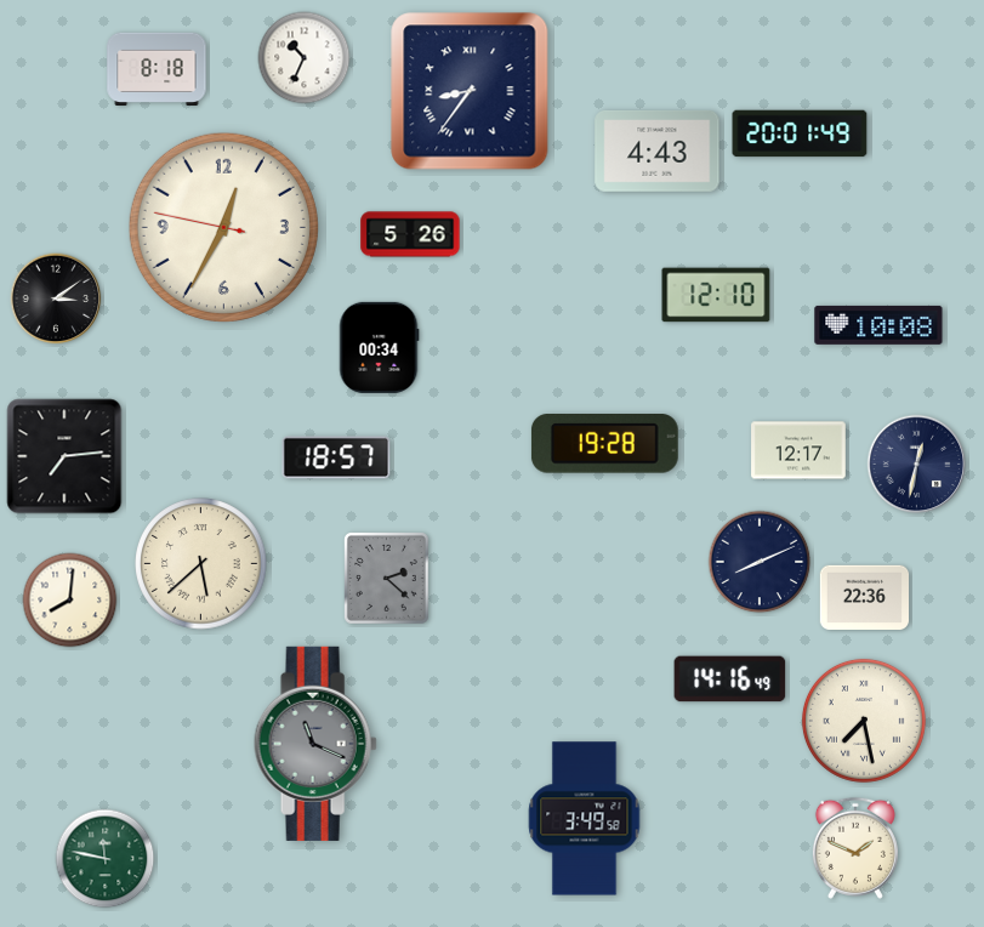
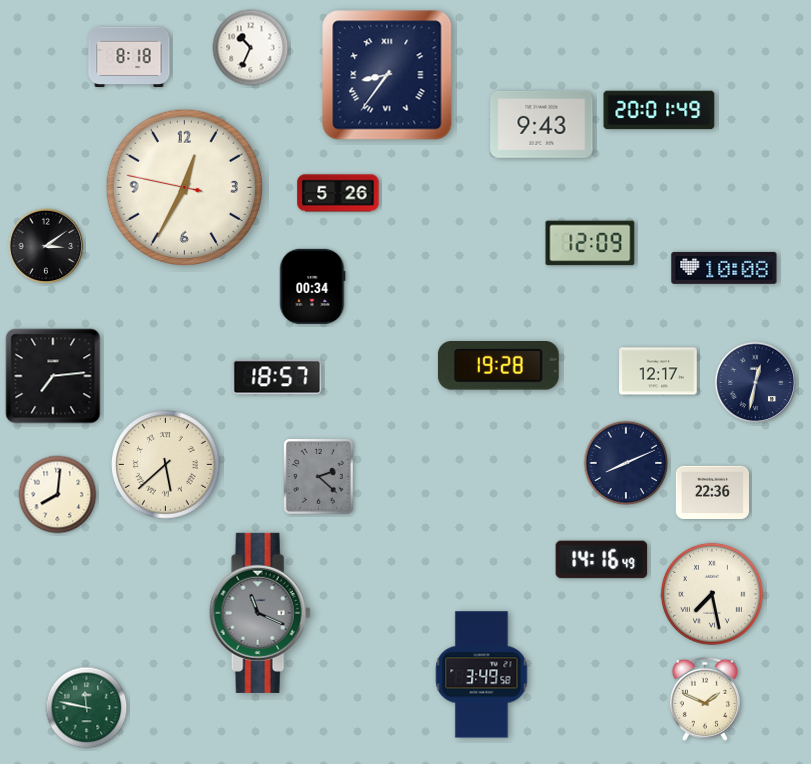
clock at (658, 152): 4:43 -> 9:43
clock at (716, 295): 12:10 -> 12:09
